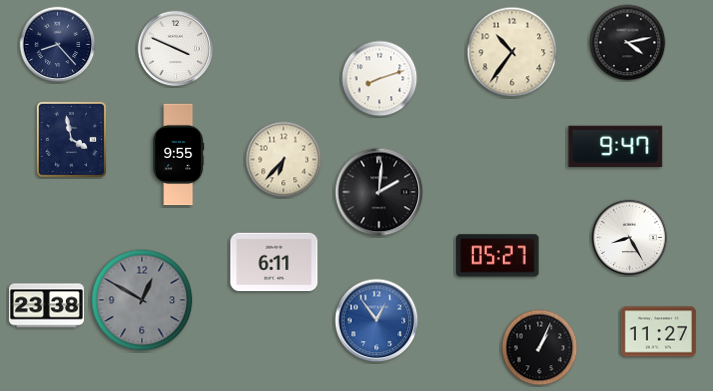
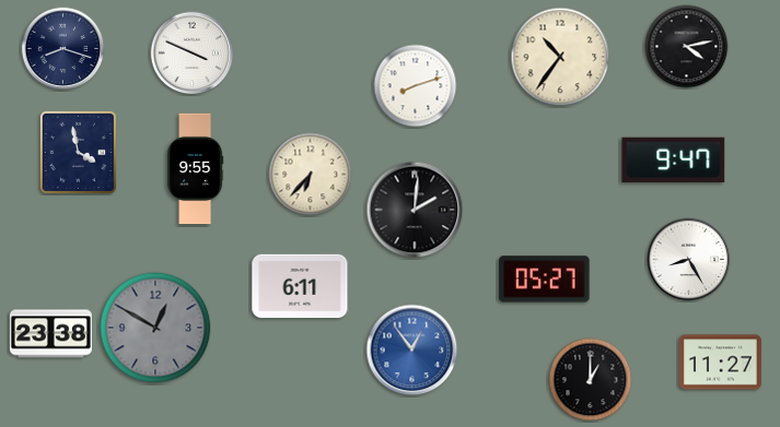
clock at (58, 45): 8:23 -> 8:18
clock at (540, 348): 1:04 -> 1:00
